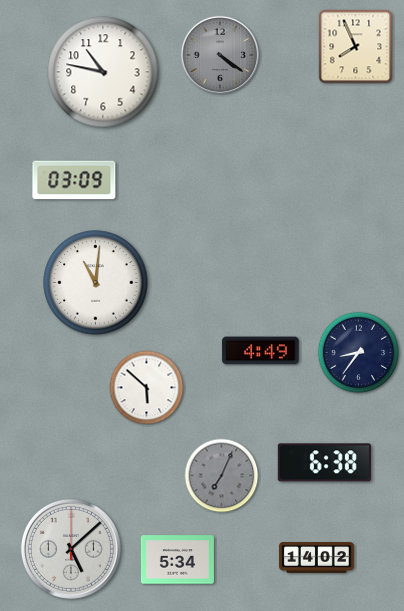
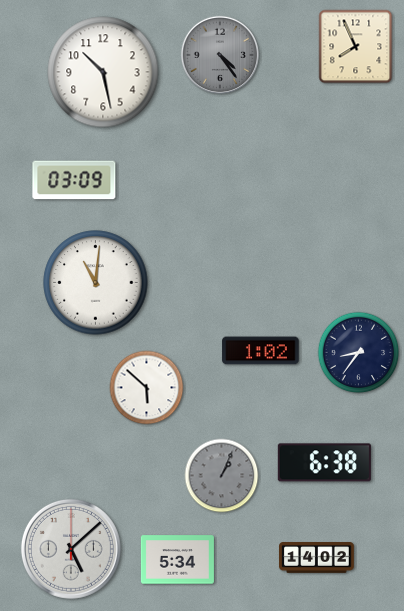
clock at (220, 55): 4:21 -> 4:24
clock at (103, 72): 10:47 -> 10:28
clock at (261, 351): 4:49 -> 1:02
clock at (222, 476): 7:04 -> 1:04
